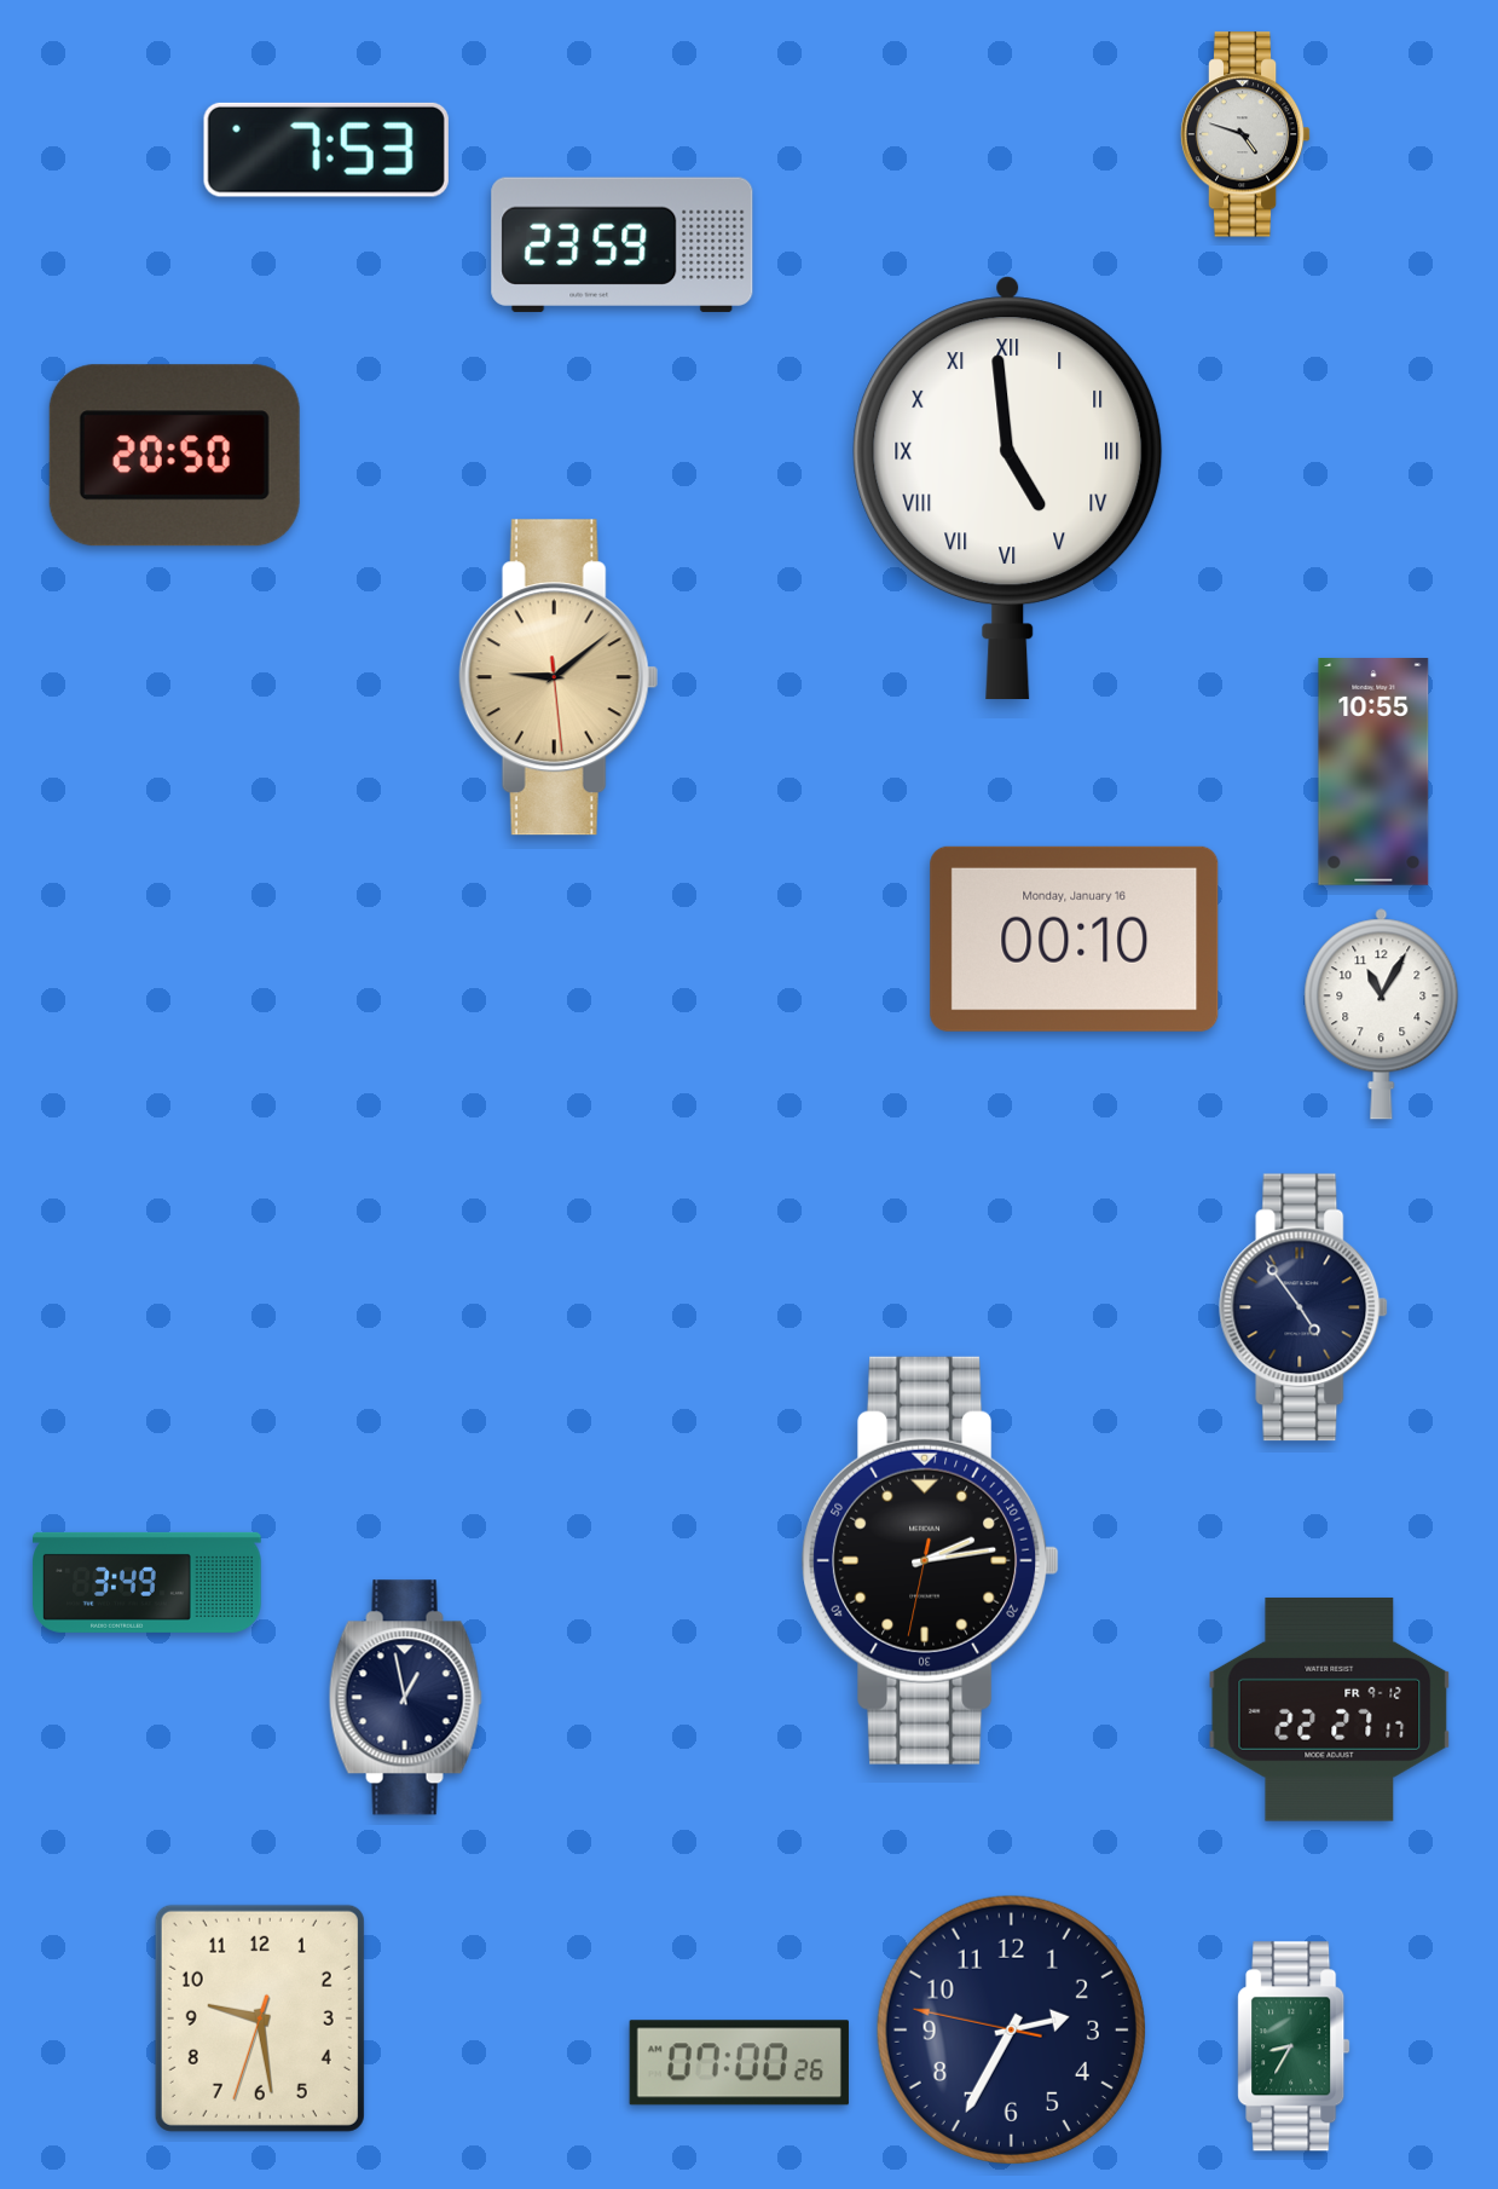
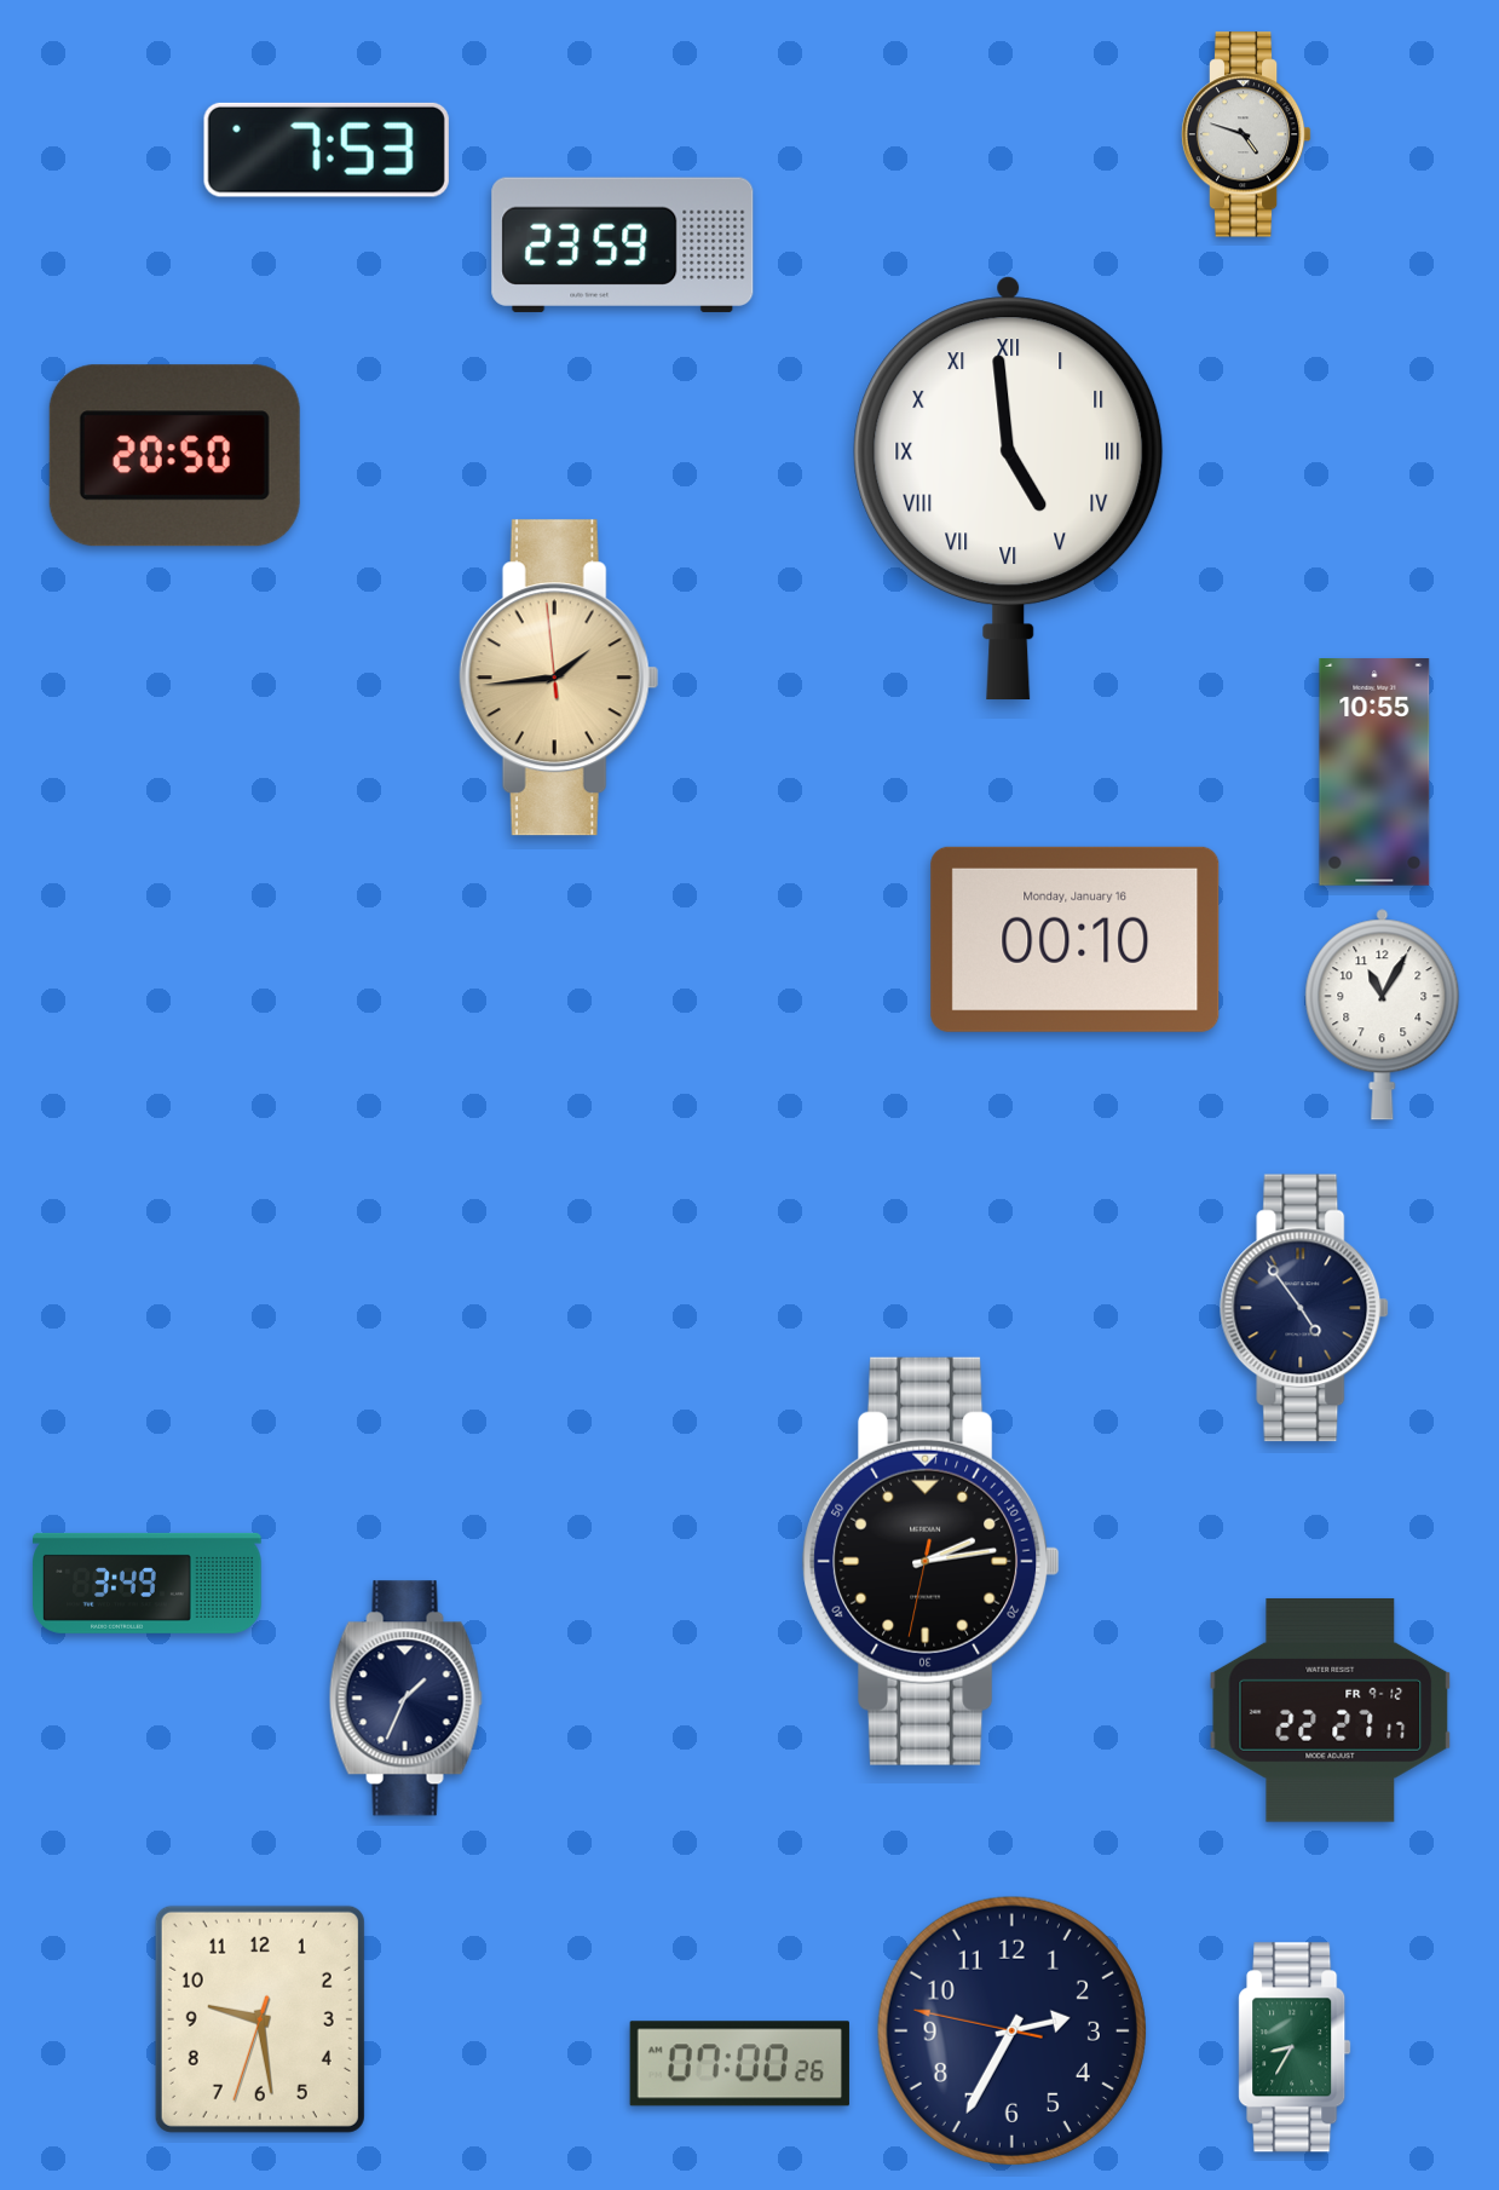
clock at (559, 677): 9:08 -> 1:43
clock at (405, 1698): 12:58 -> 1:34
